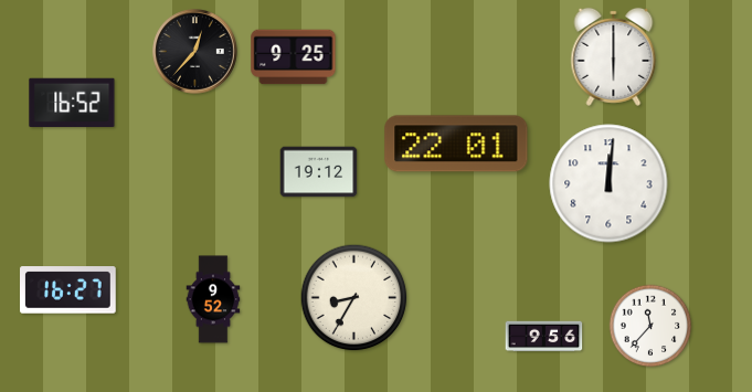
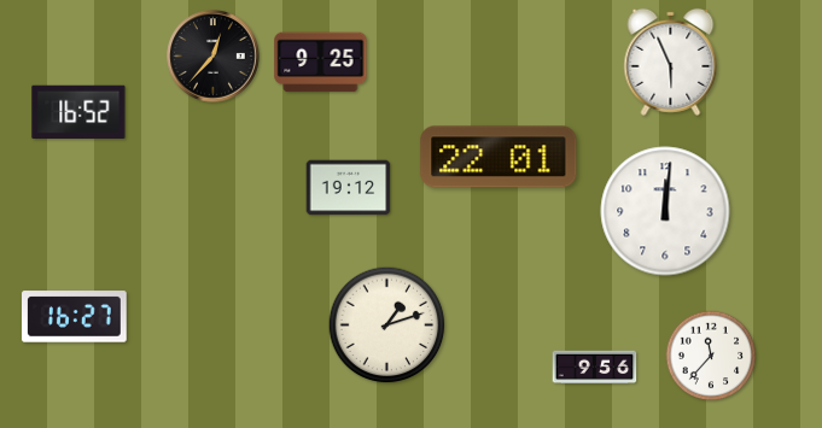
clock at (614, 56): 6:00 -> 5:56
clock at (608, 183) position: (608, 183) -> (665, 211)
clock at (354, 298): 8:35 -> 1:12
clock at (213, 299): 9:52 -> none
